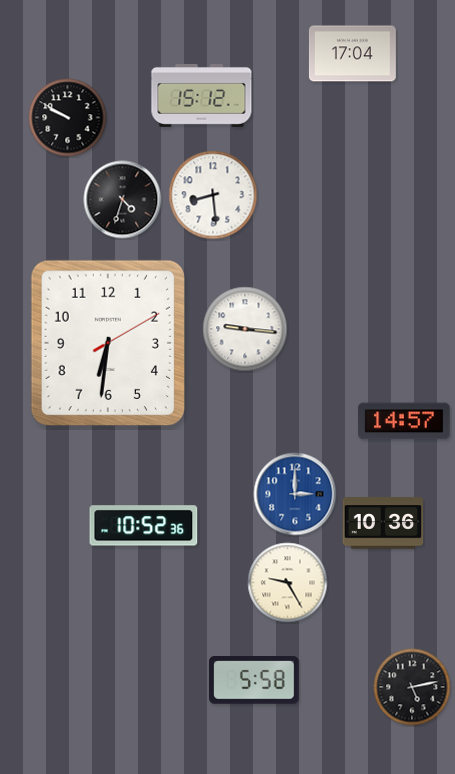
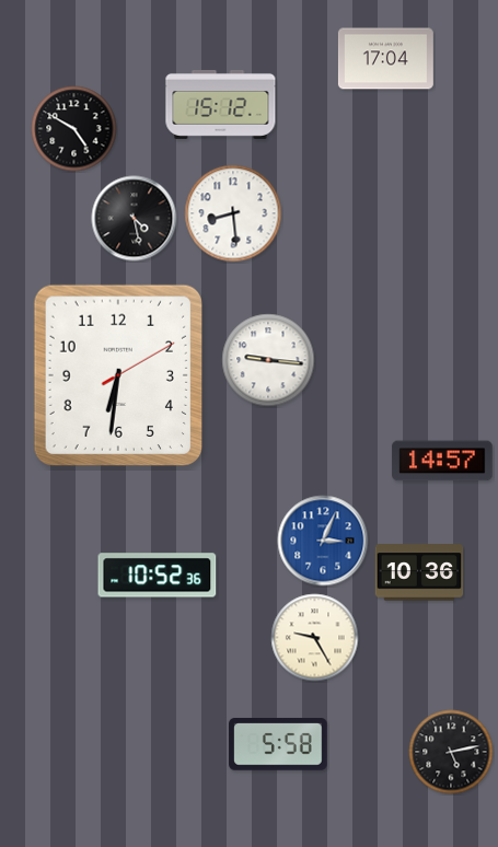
clock at (68, 118): 9:50 -> 4:50
clock at (123, 200): 4:33 -> 4:28
clock at (295, 494): 3:00 -> 3:04
